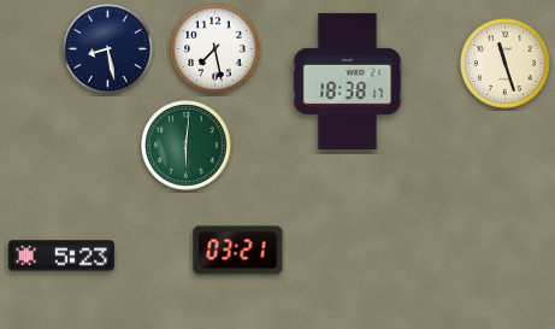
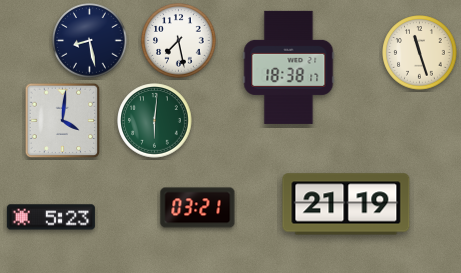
clock at (63, 121): none -> 4:01
clock at (346, 204): none -> 21:19
clock at (61, 255) position: (61, 255) -> (51, 217)
